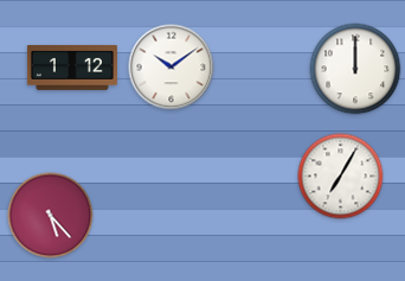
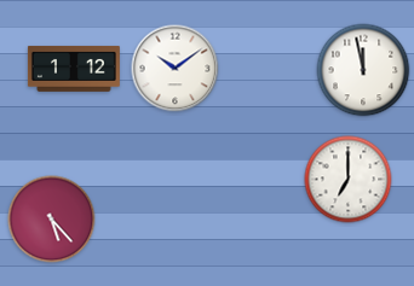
clock at (355, 69): 12:00 -> 11:58
clock at (341, 177): 7:05 -> 7:00
